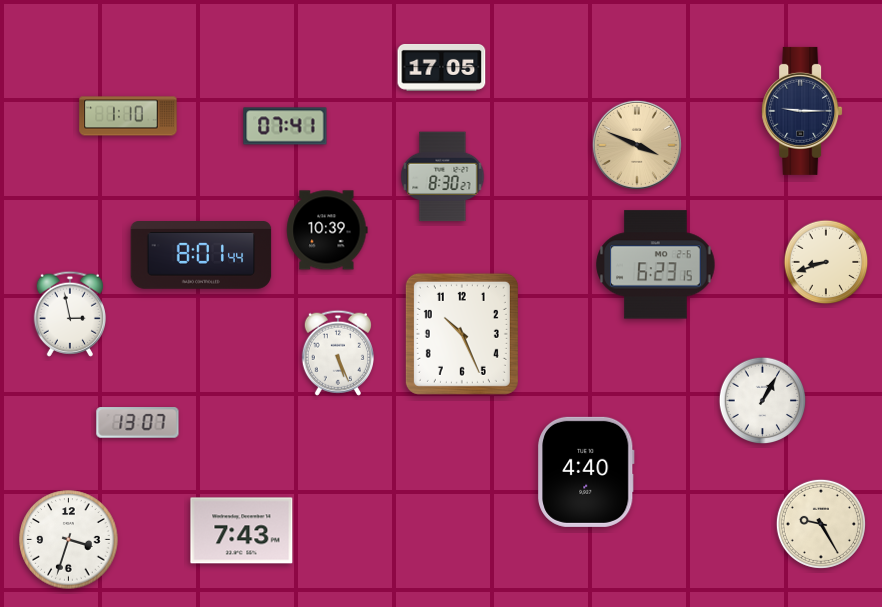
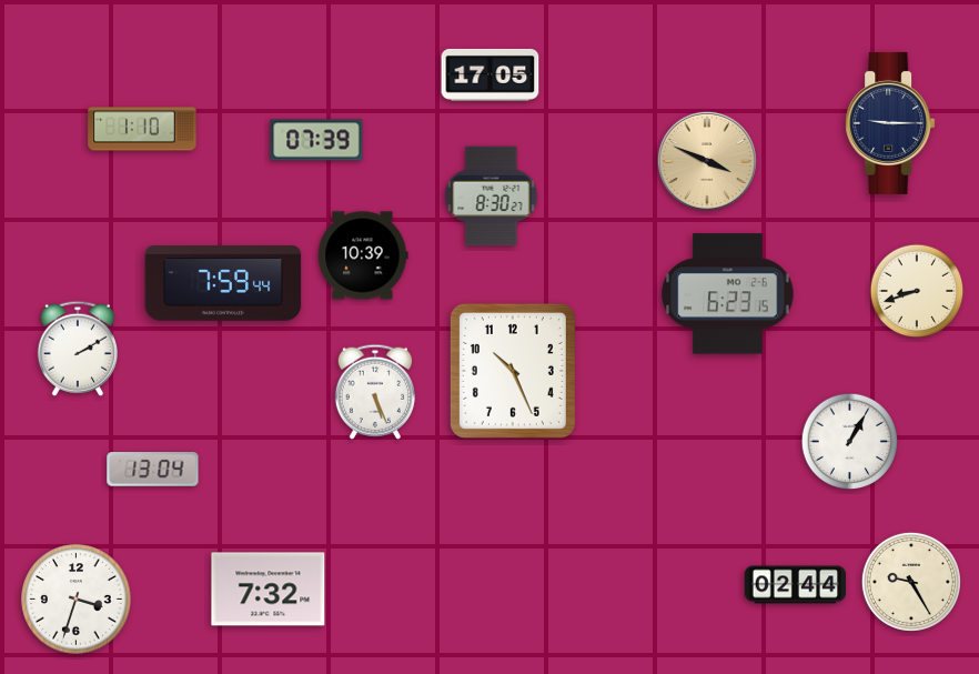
clock at (285, 126): 07:41 -> 07:39
clock at (201, 256): 8:01 -> 7:59
clock at (70, 314): 2:58 -> 2:10
clock at (763, 401) position: (763, 401) -> (850, 442)
clock at (138, 423): 13:07 -> 13:04
clock at (587, 472): 4:40 -> none
clock at (796, 585): none -> 02:44
clock at (242, 531): 7:43 -> 7:32
